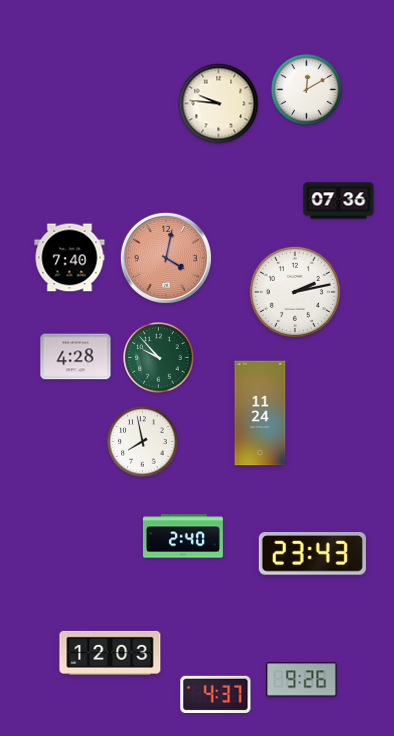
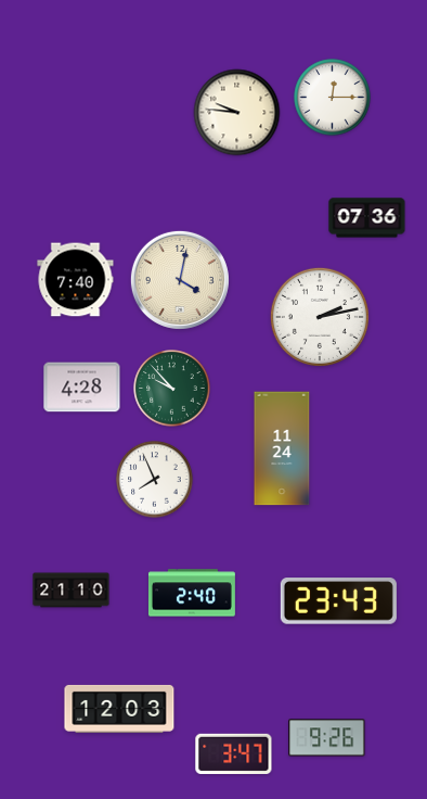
clock at (307, 90): 12:10 -> 12:15
clock at (166, 258) dial: salmon -> cream
clock at (143, 442): 7:58 -> 7:56
clock at (183, 536) position: (183, 536) -> (192, 593)
clock at (72, 591): none -> 21:10
clock at (216, 694): 4:37 -> 3:47
